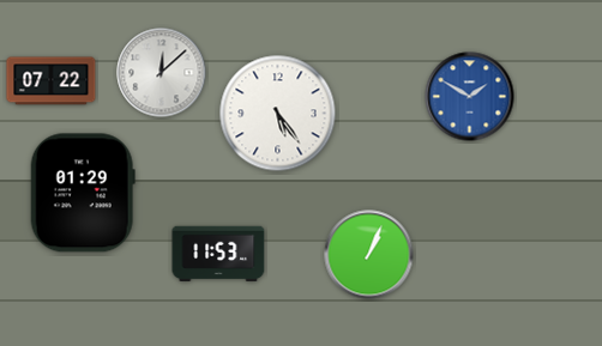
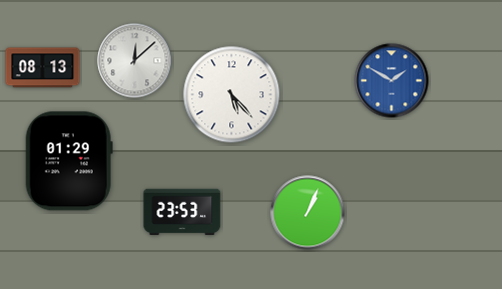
clock at (52, 81): 07:22 -> 08:13
clock at (278, 114): 5:24 -> 5:23
clock at (218, 254): 11:53 -> 23:53
